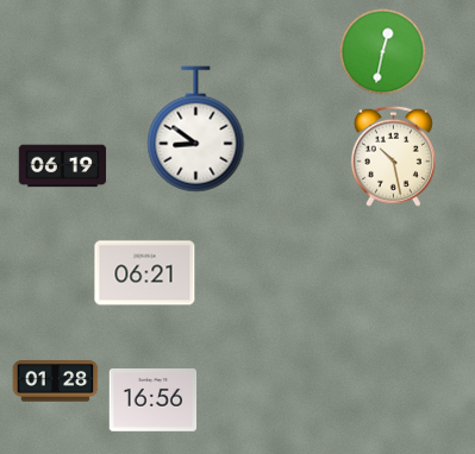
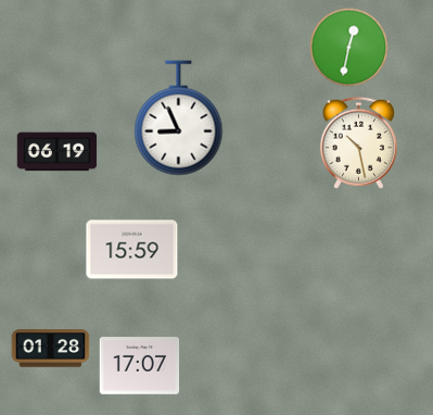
clock at (196, 130): 8:51 -> 8:56
clock at (145, 273): 06:21 -> 15:59
clock at (154, 401): 16:56 -> 17:07
